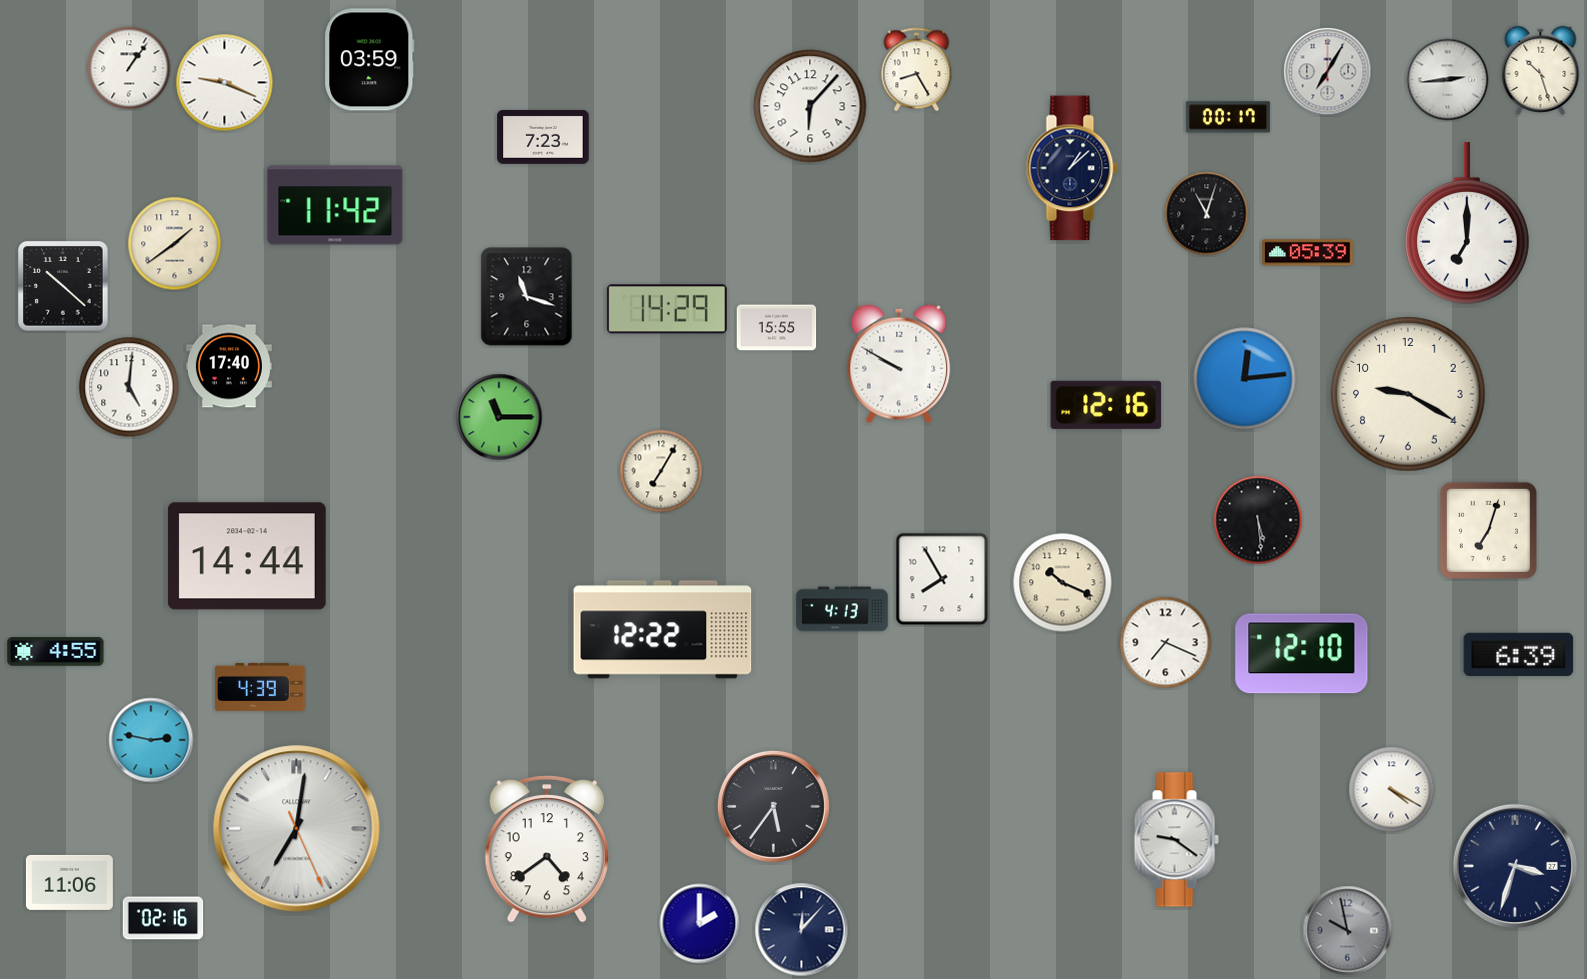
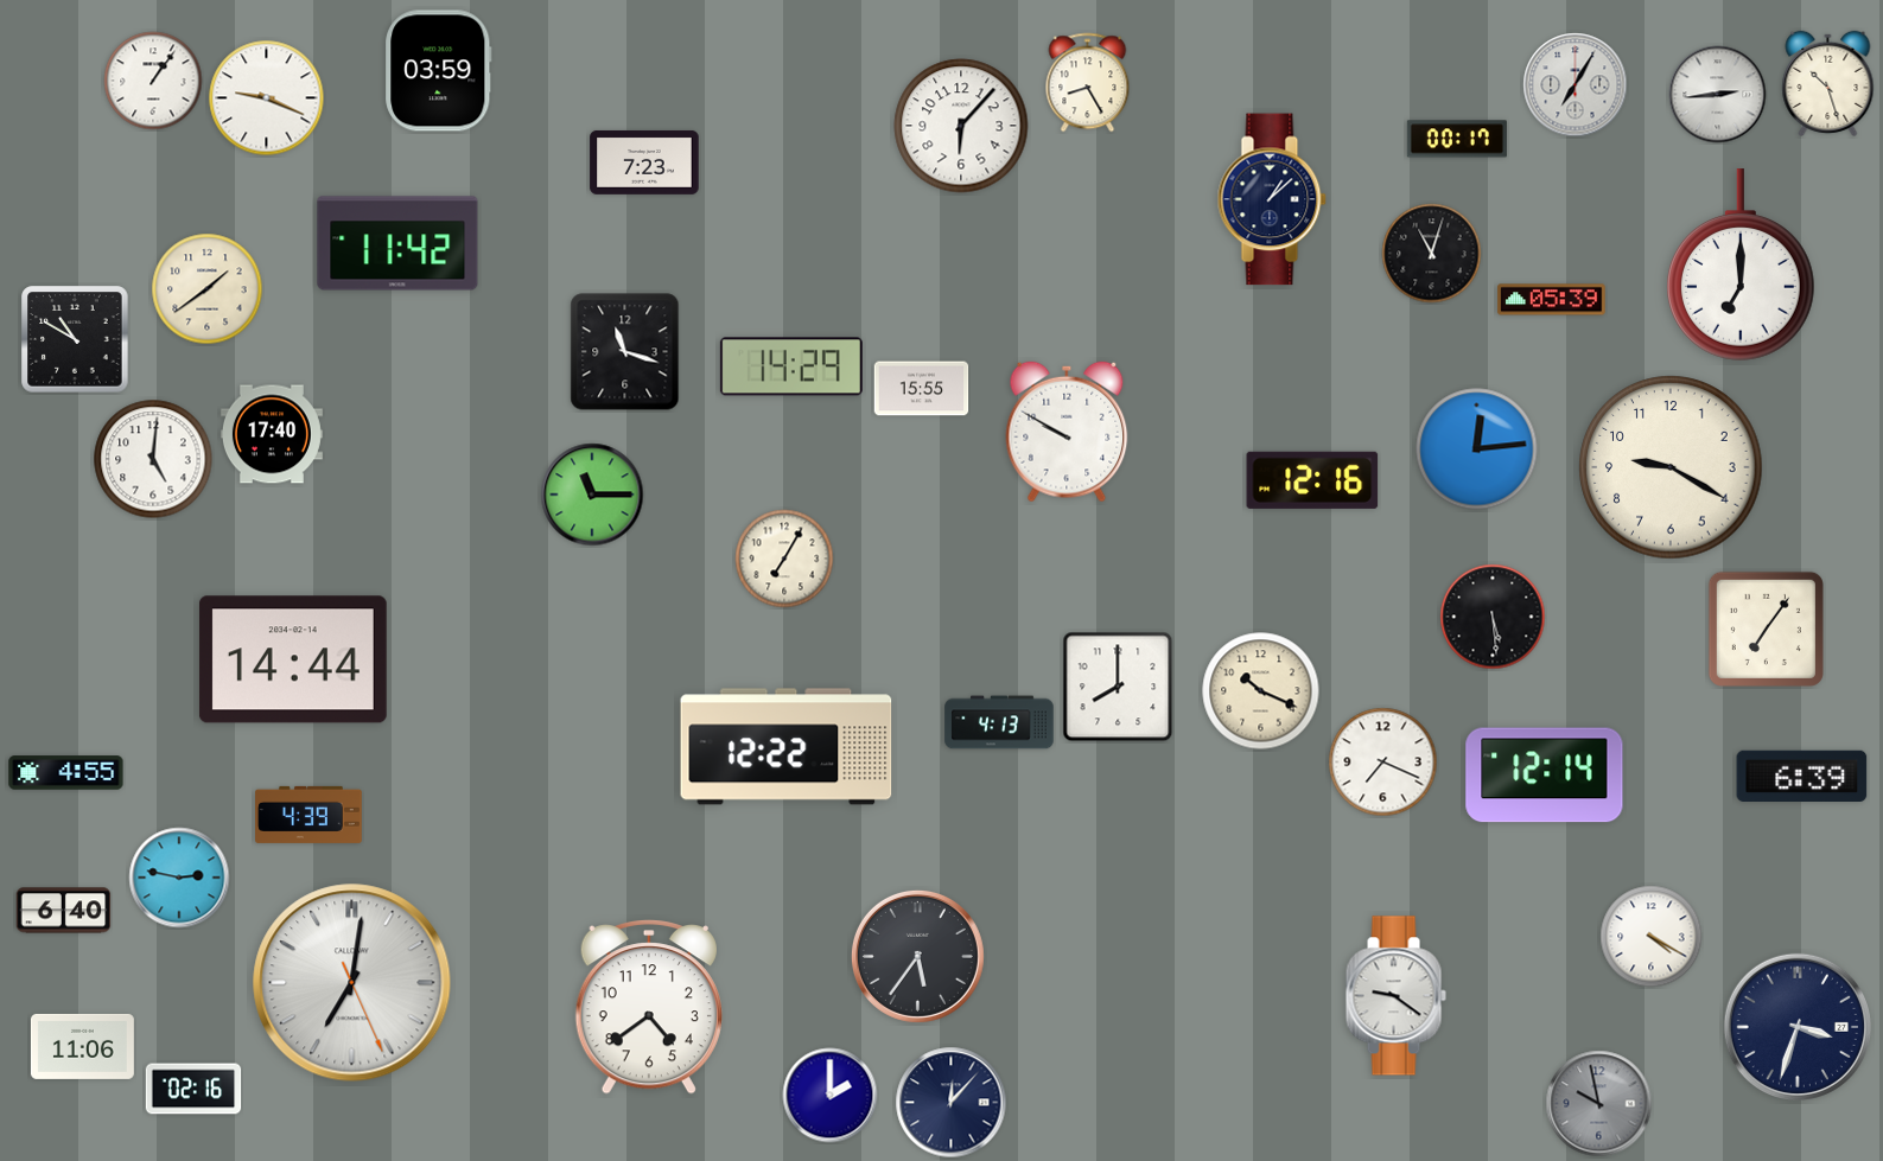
clock at (63, 286): 10:22 -> 10:50
clock at (1488, 530): 7:03 -> 7:06
clock at (942, 579): 7:55 -> 8:00
clock at (1302, 654): 12:10 -> 12:14
clock at (64, 911): none -> 6:40
